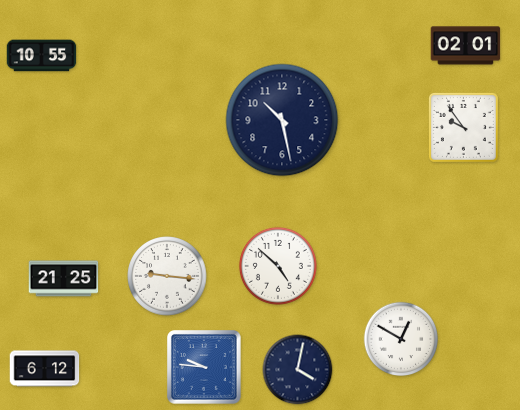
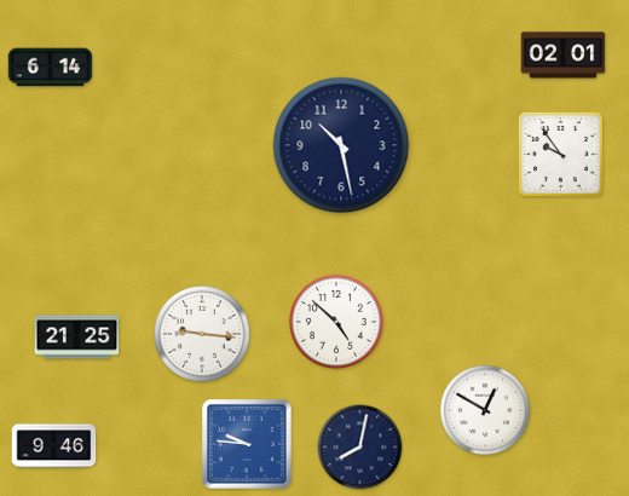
clock at (42, 56): 10:55 -> 6:14
clock at (45, 369): 6:12 -> 9:46
clock at (298, 370): 4:02 -> 8:02
